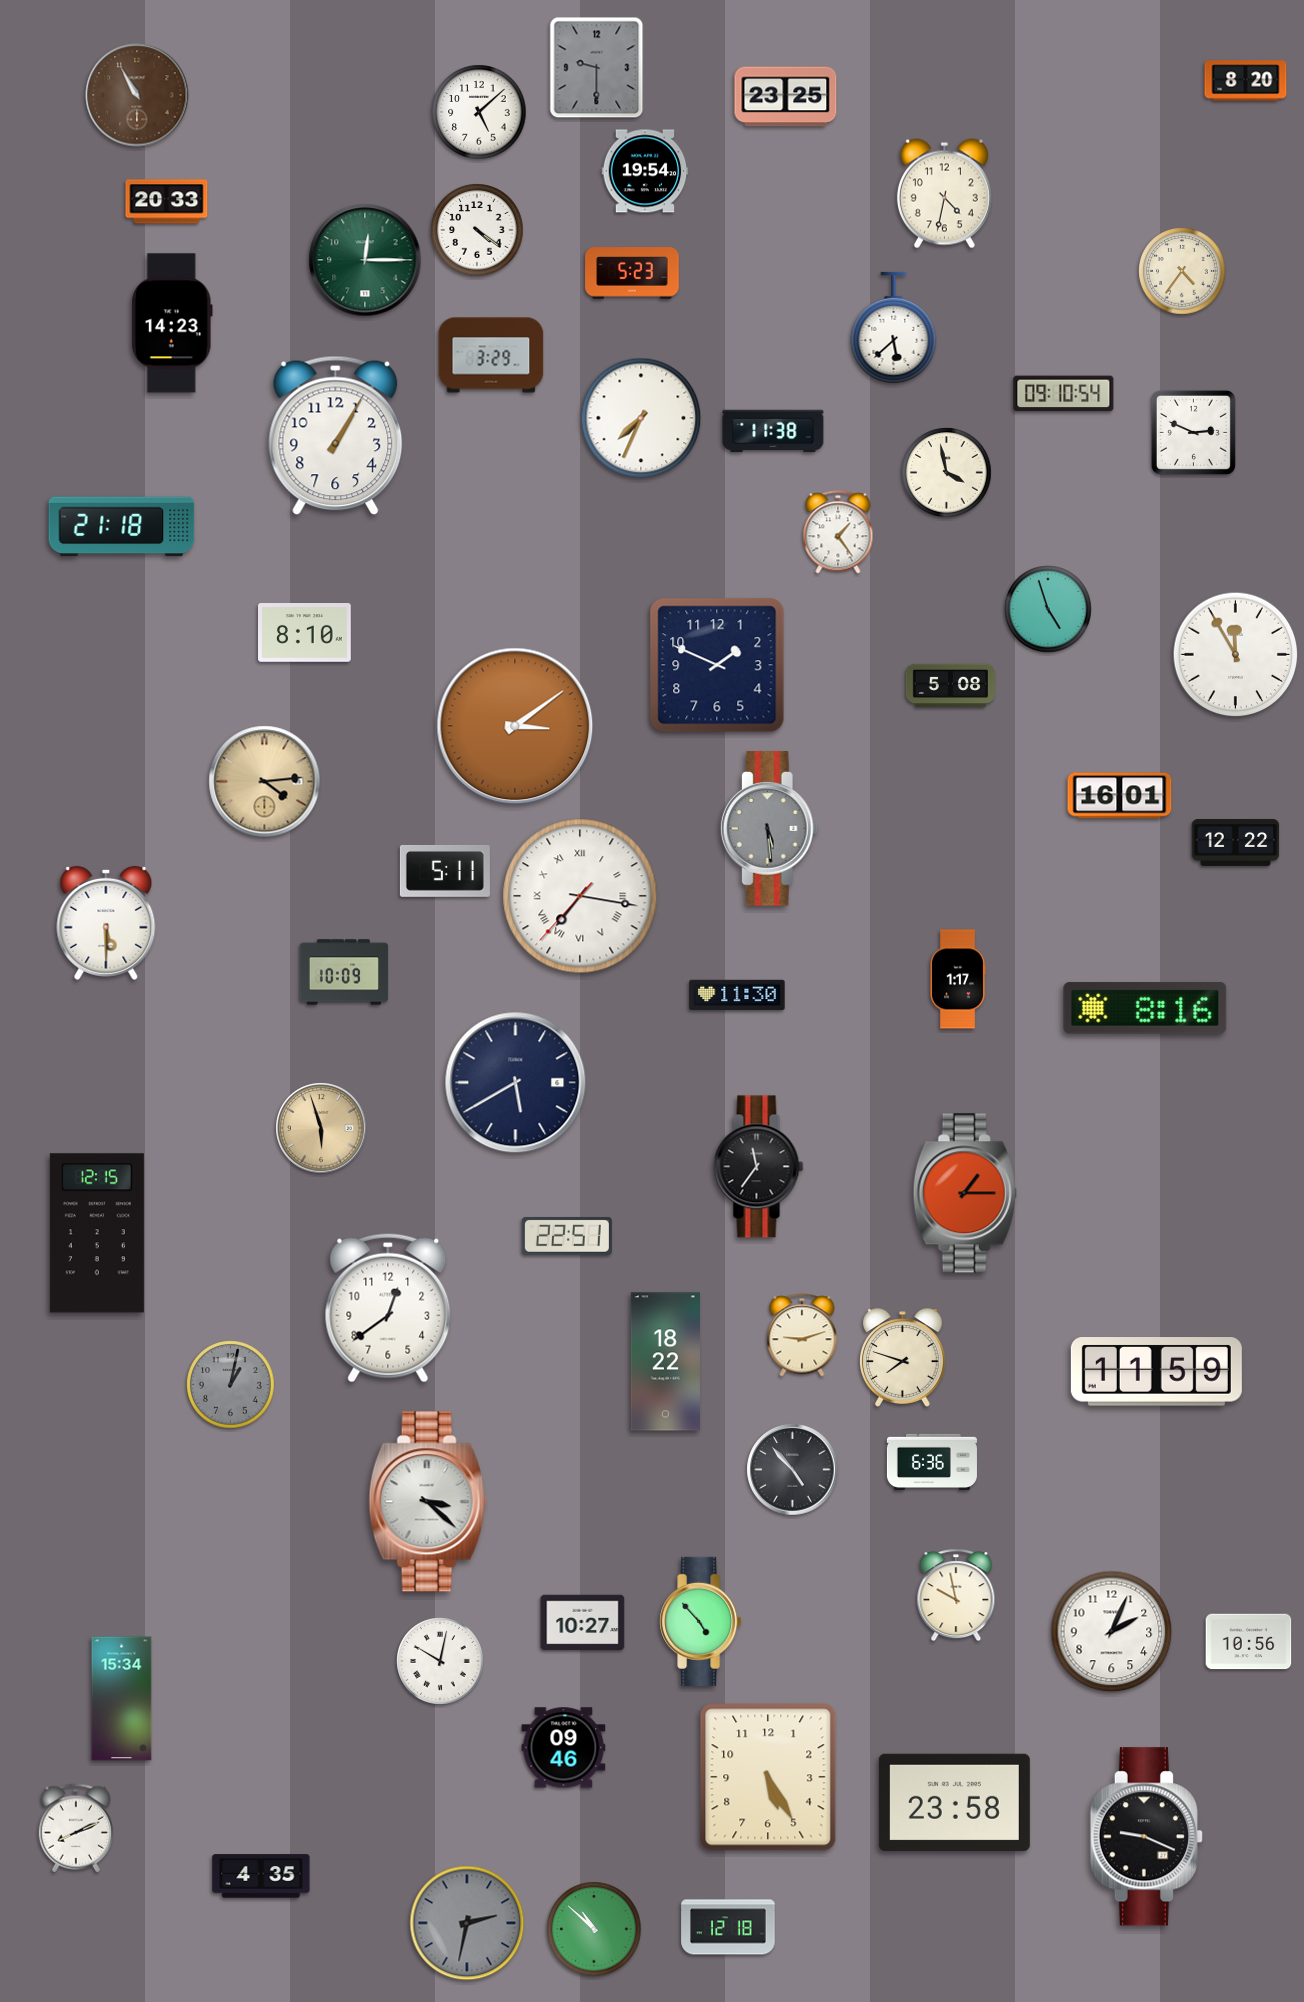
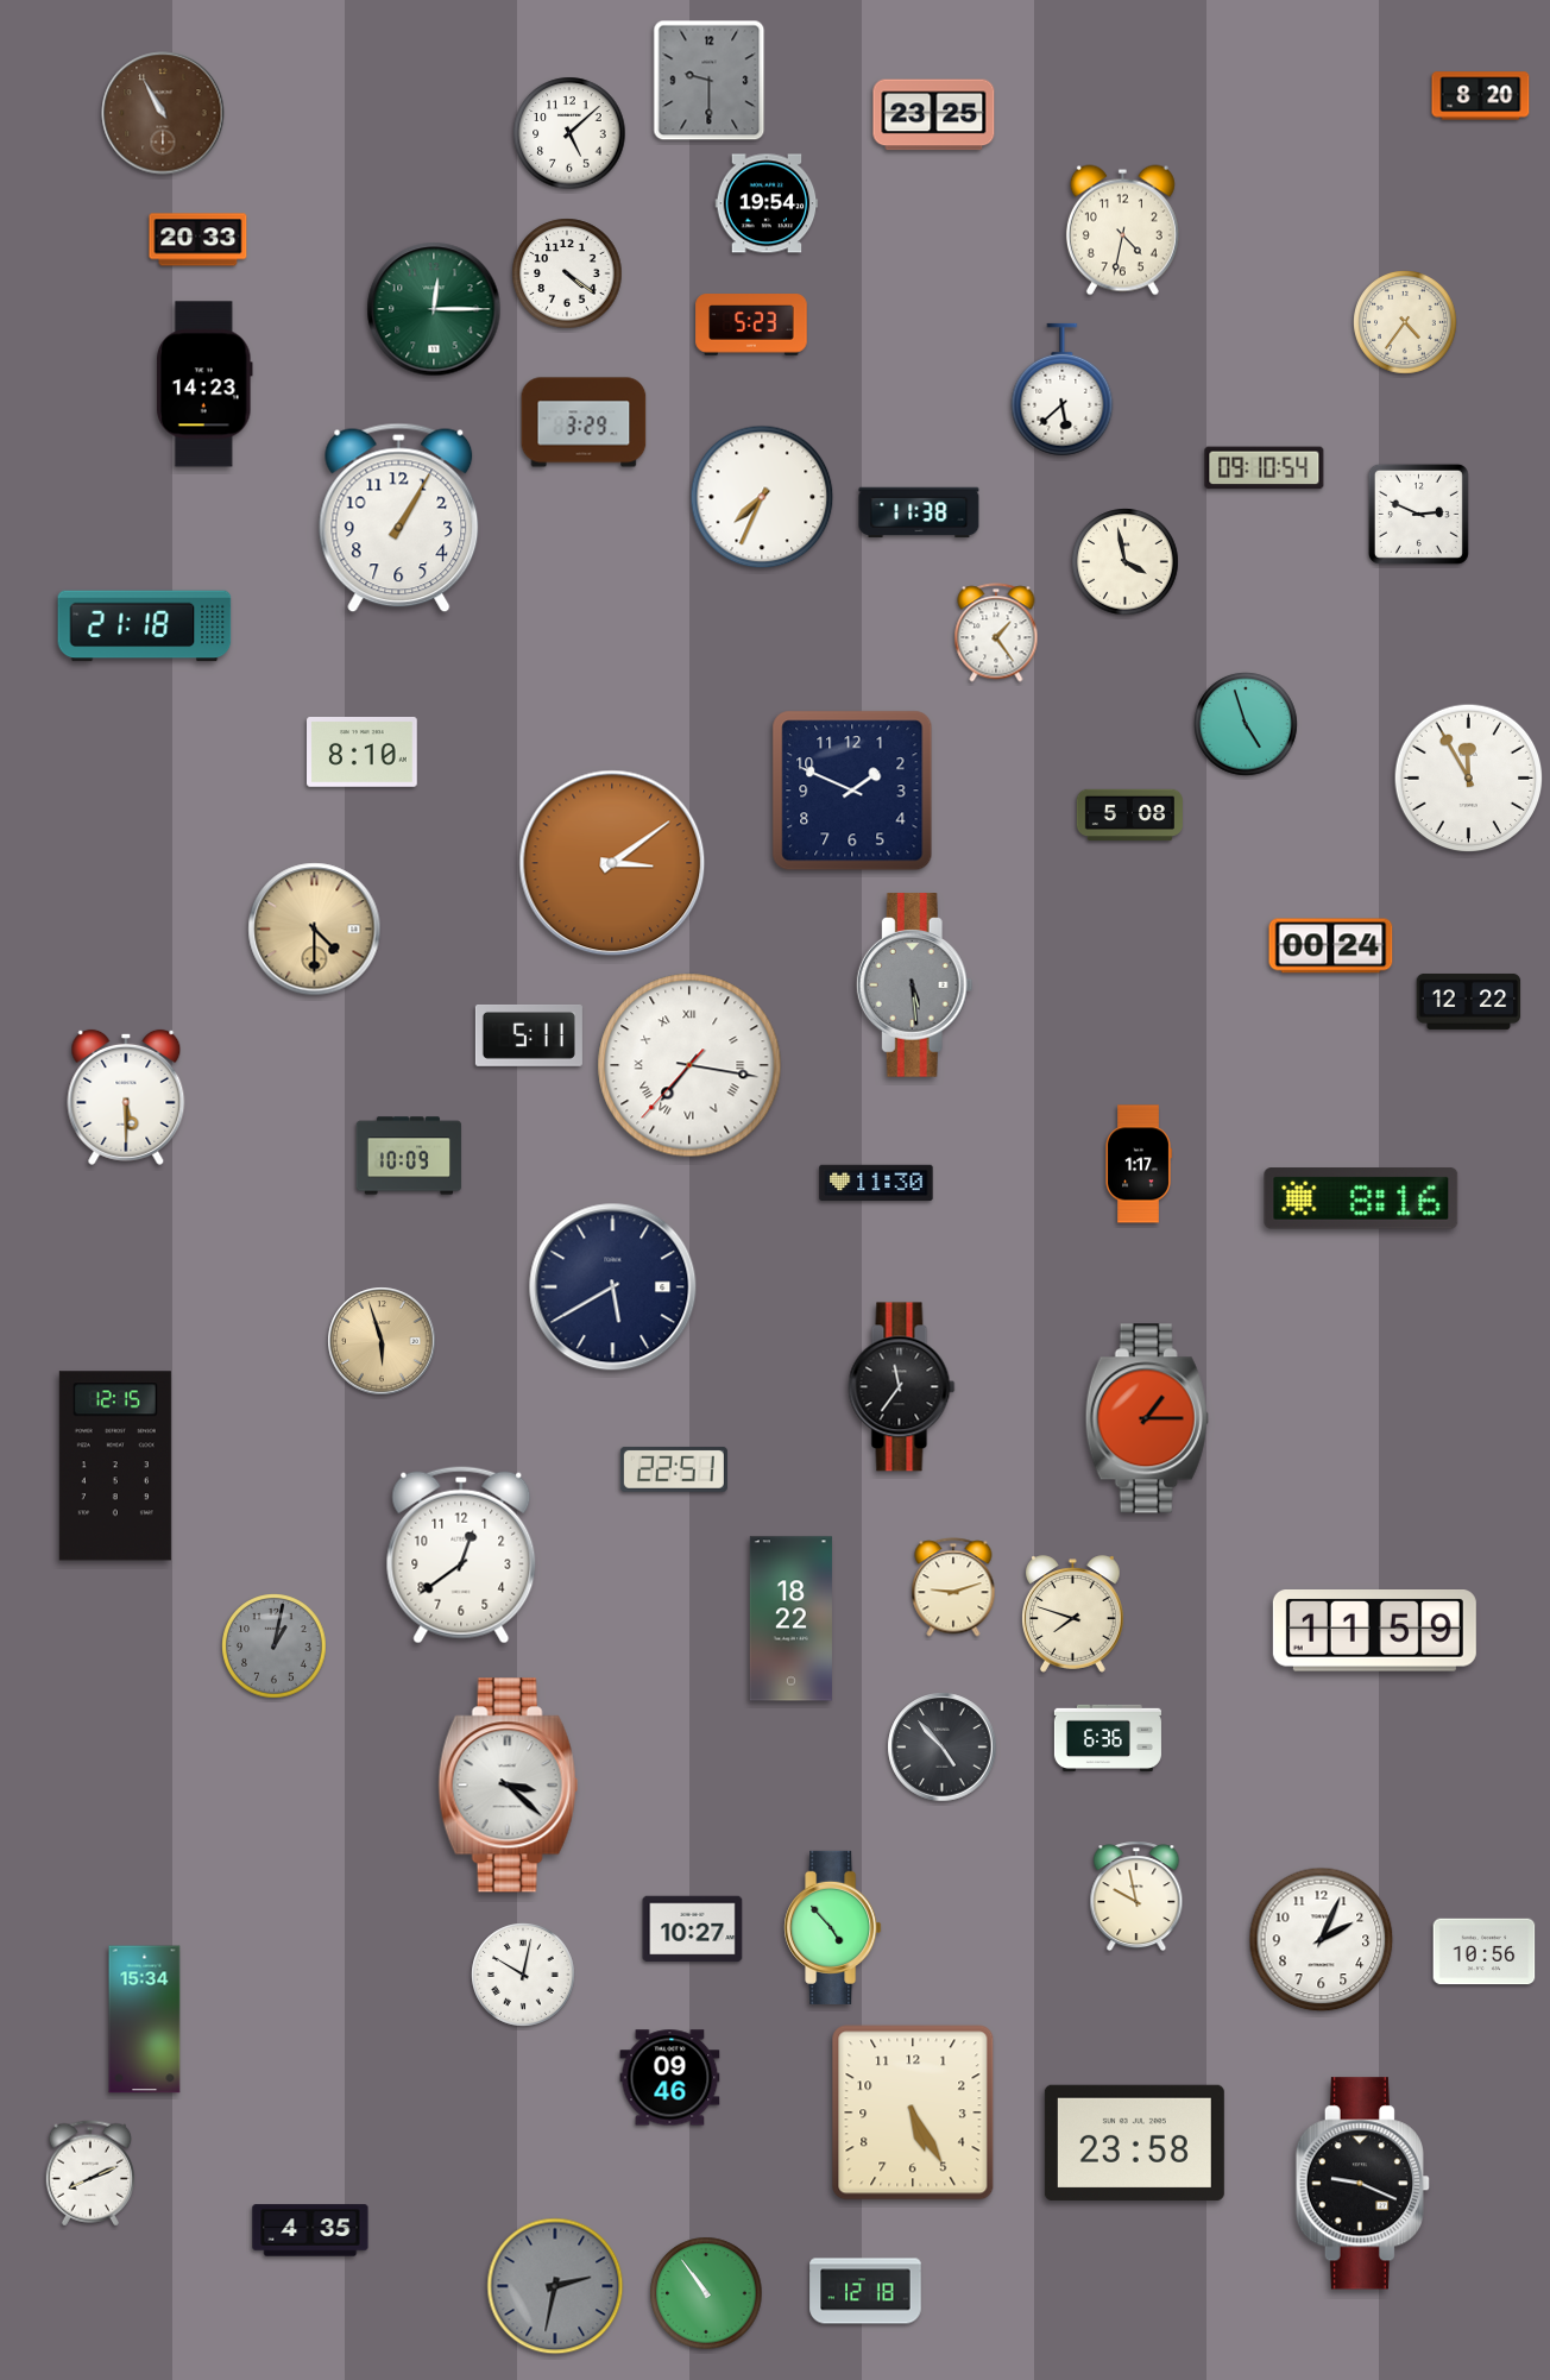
clock at (265, 782): 4:14 -> 4:30
clock at (1120, 796): 16:01 -> 00:24
clock at (594, 1929): 10:52 -> 10:54
